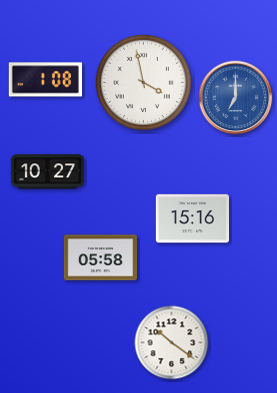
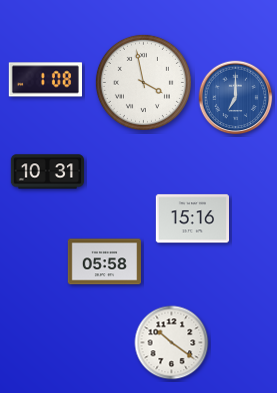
clock at (47, 172): 10:27 -> 10:31
clock at (100, 258) position: (100, 258) -> (104, 262)
